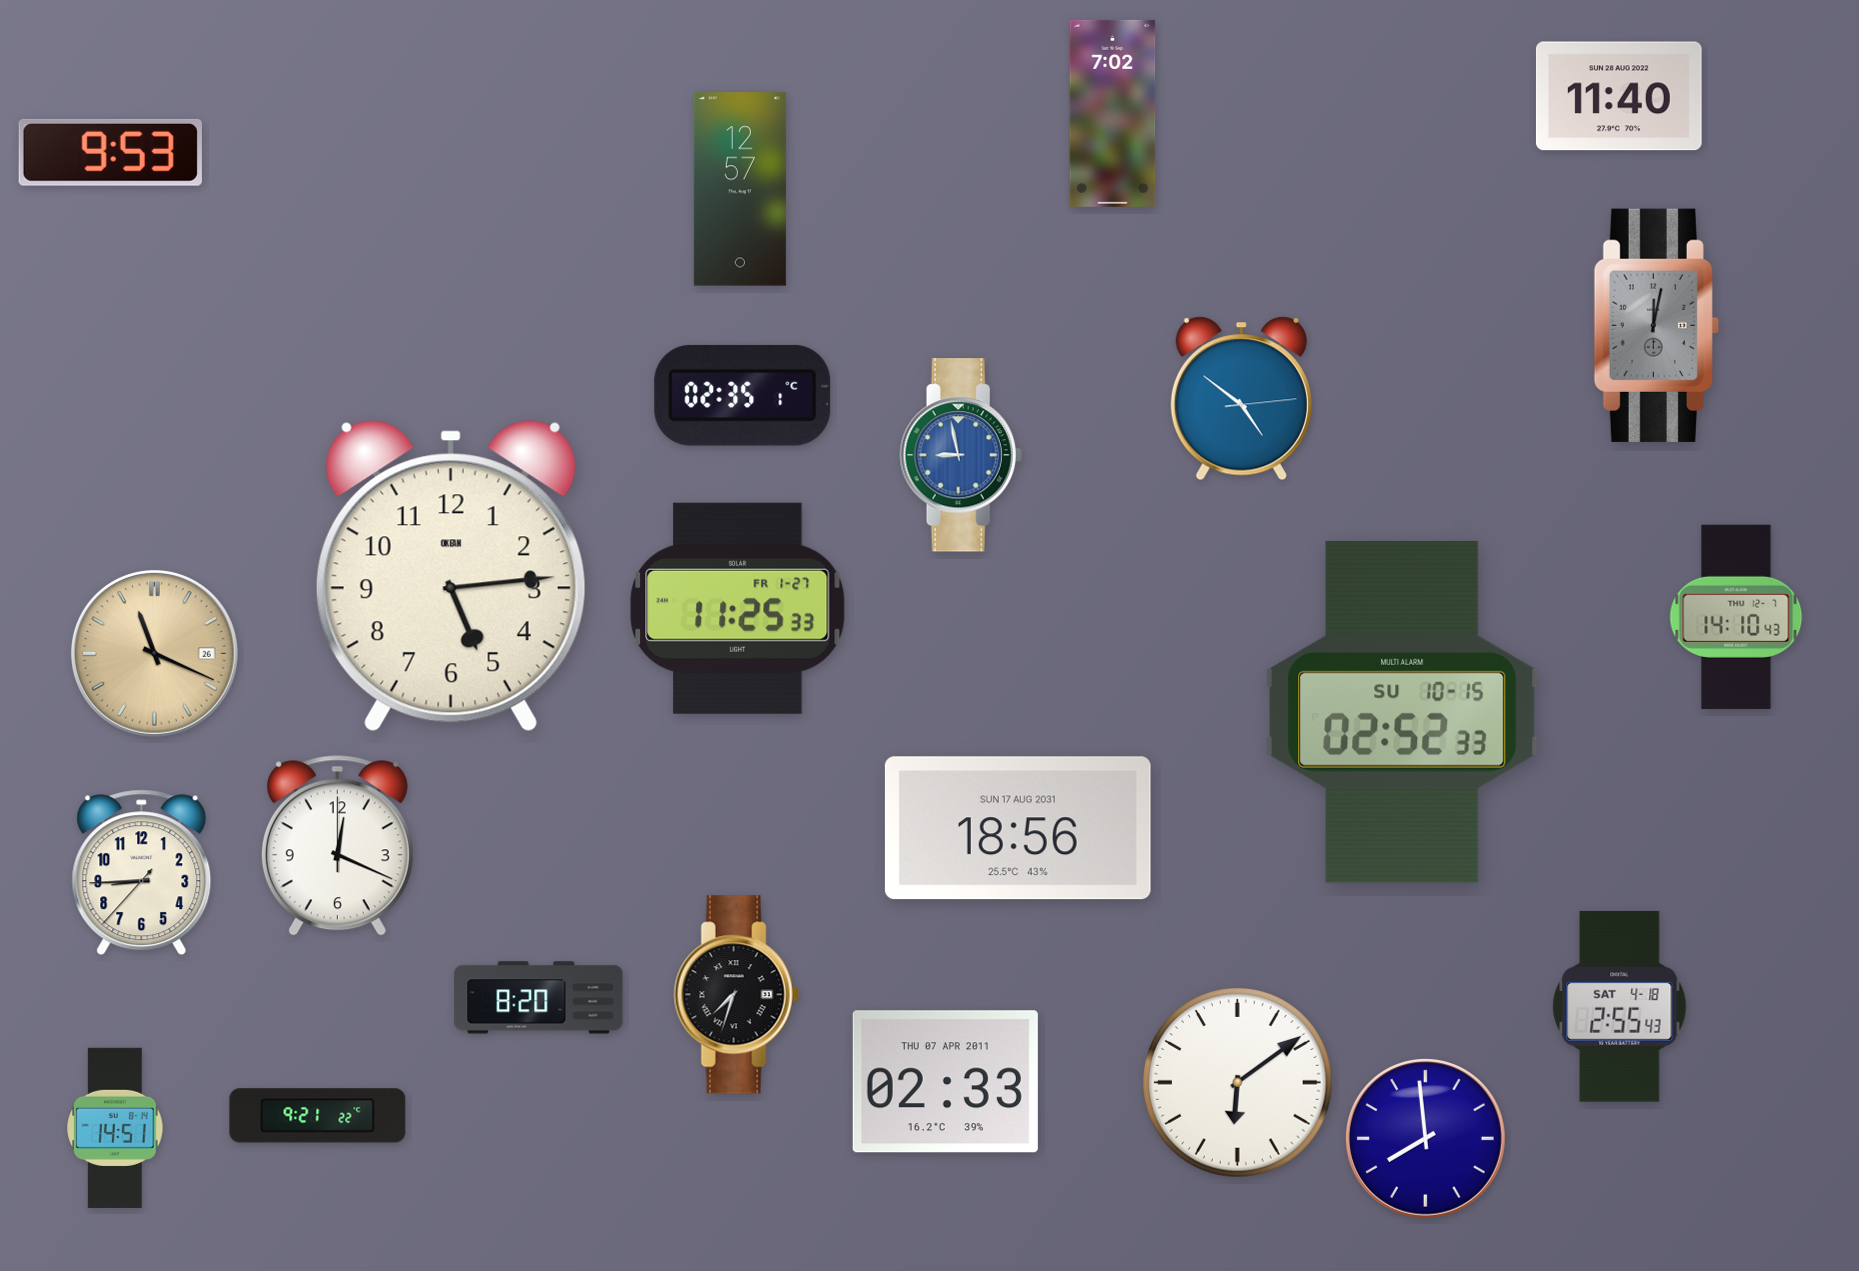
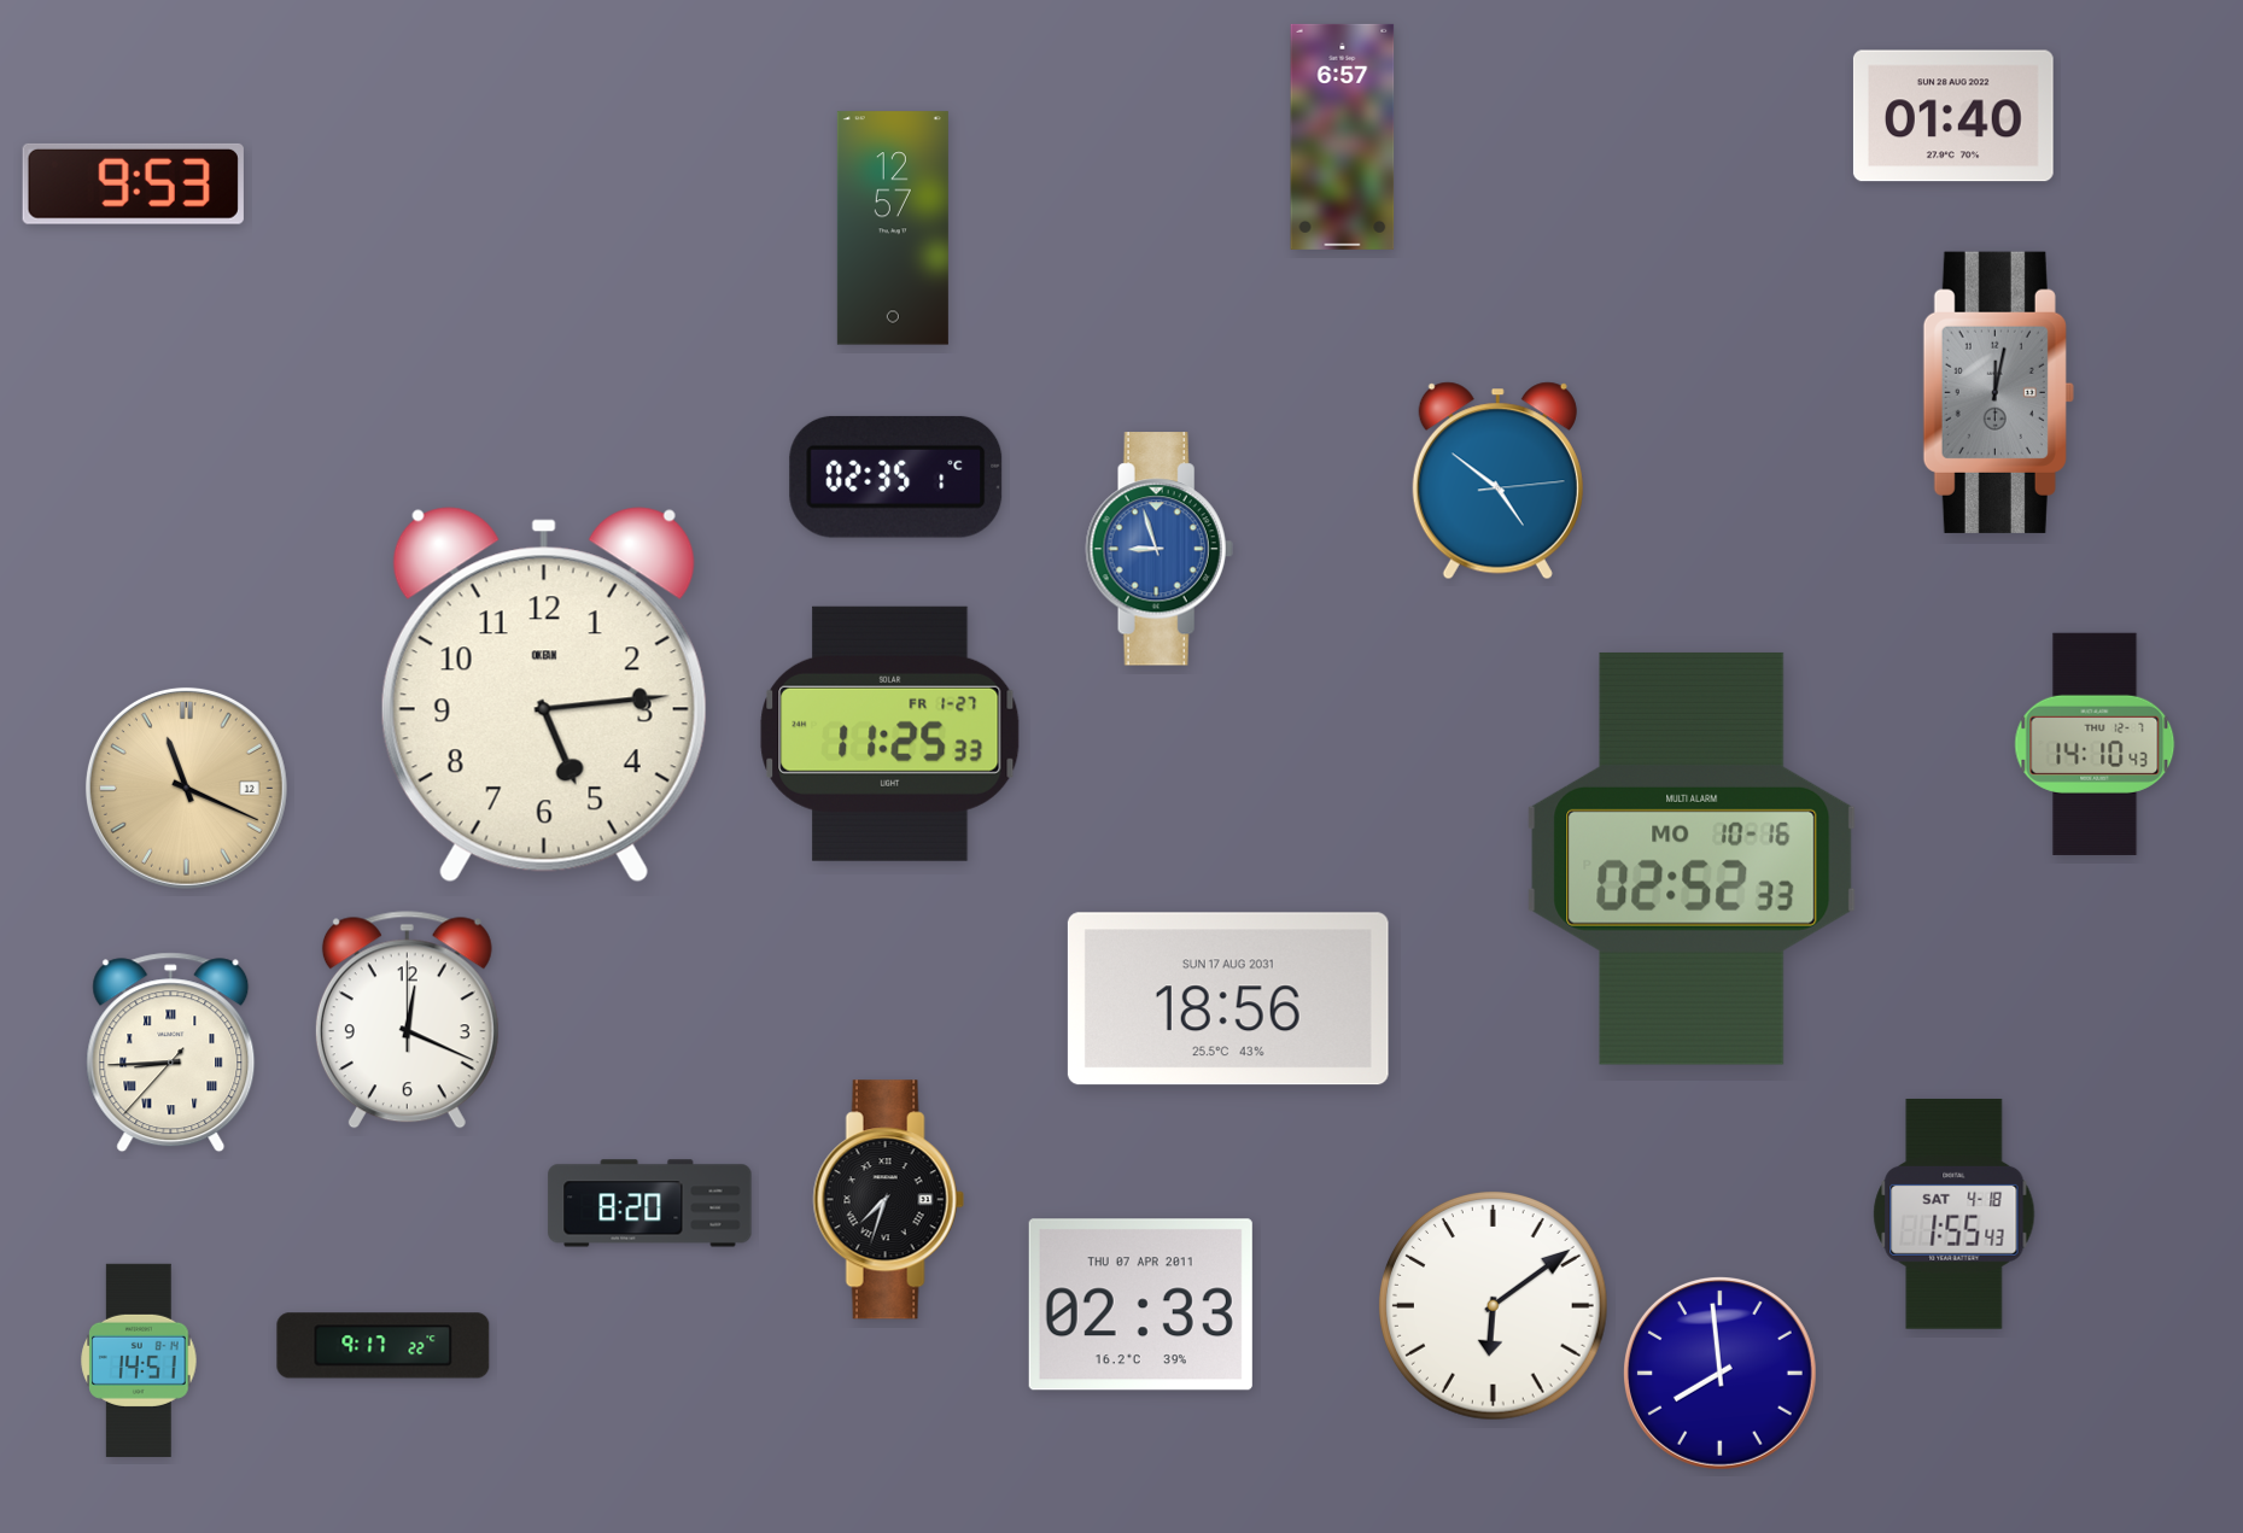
clock at (1619, 96): 11:40 -> 01:40
clock at (1113, 113): 7:02 -> 6:57
clock at (961, 455): 8:58 -> 8:57
clock at (154, 653) date: 26 -> 12
clock at (1402, 712) date: SU 10-15 -> MO 10-16
clock at (142, 873) numerals: Arabic -> Roman
clock at (1620, 1006): 2:55 -> 1:55
clock at (318, 1116): 9:21 -> 9:17
